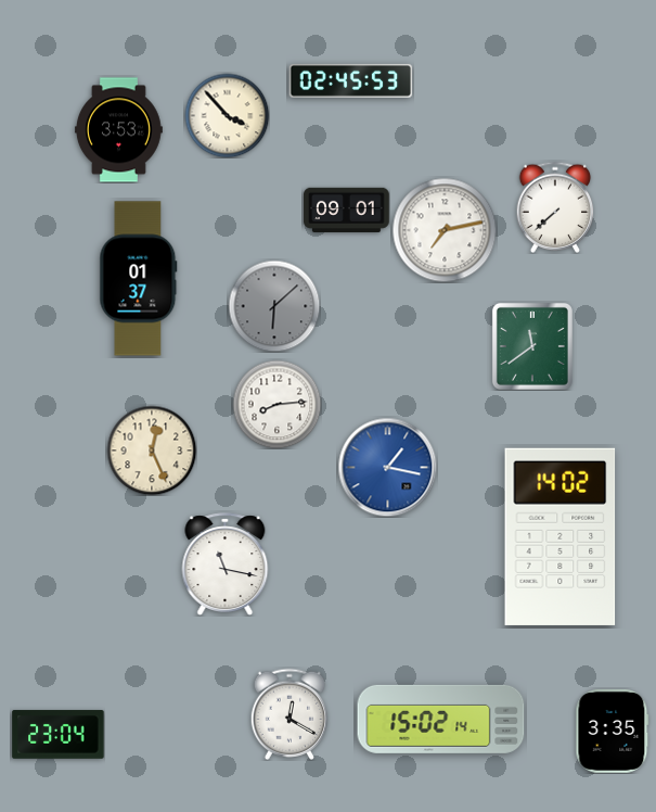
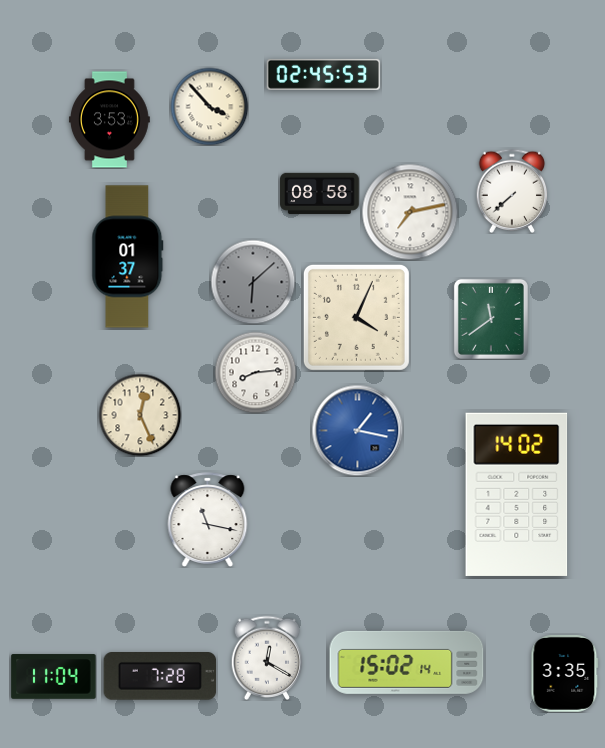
clock at (347, 210): 09:01 -> 08:58
clock at (356, 317): none -> 4:04
clock at (59, 735): 23:04 -> 11:04
clock at (160, 677): none -> 7:28
